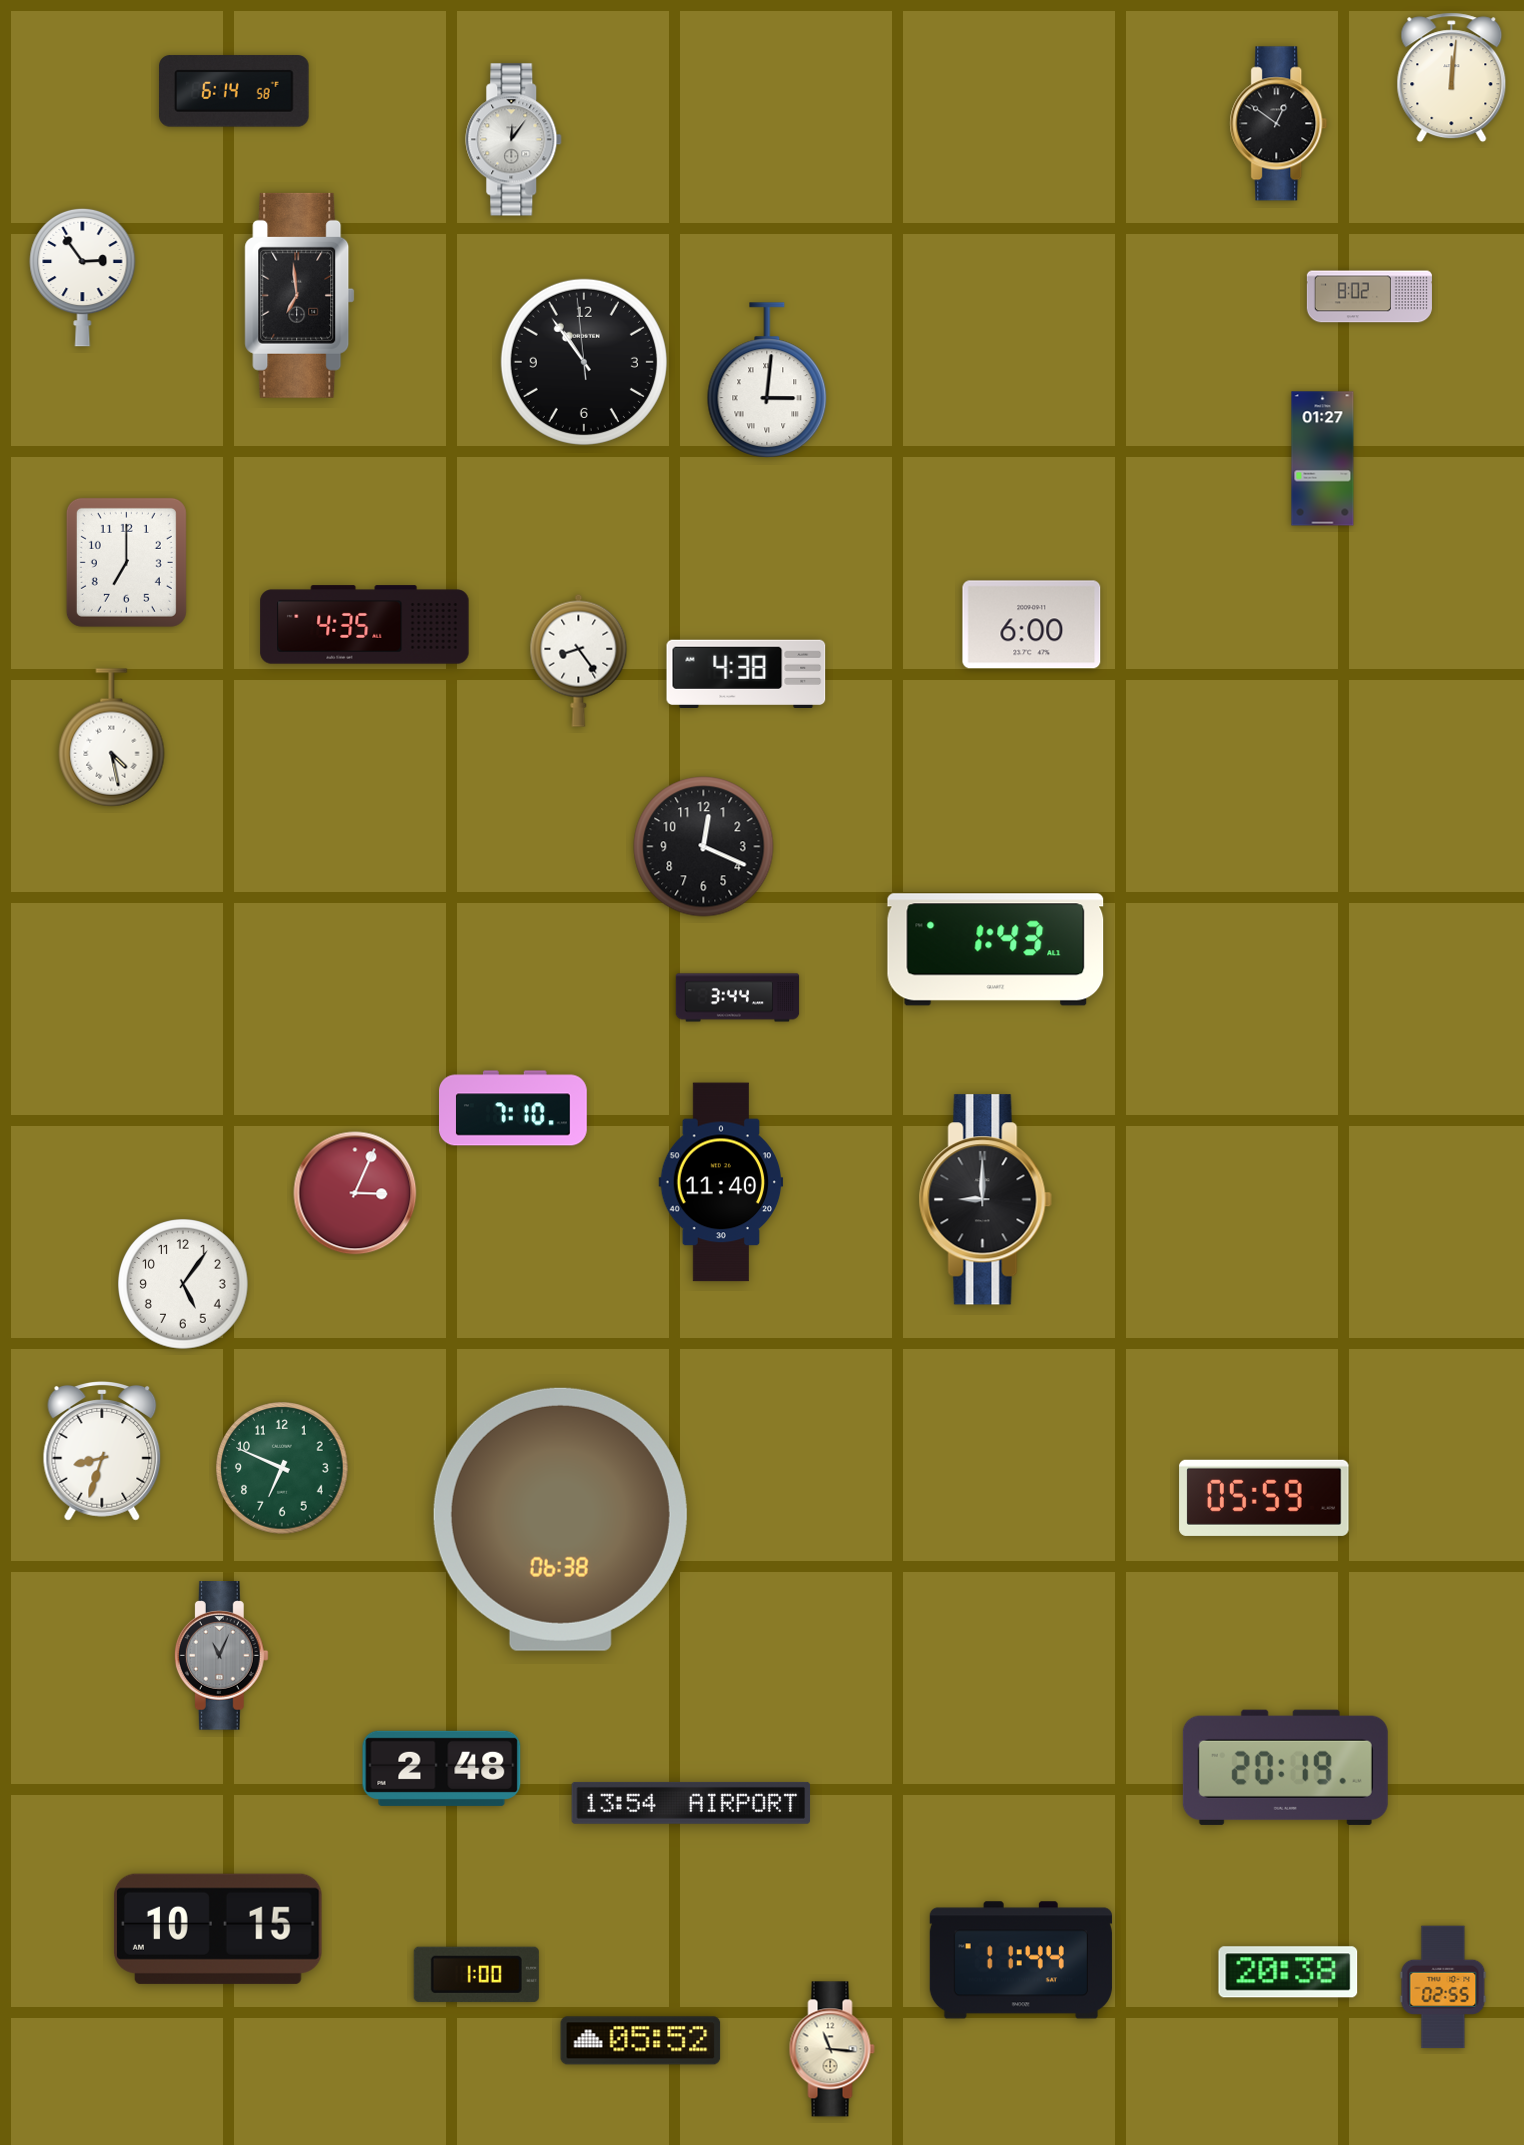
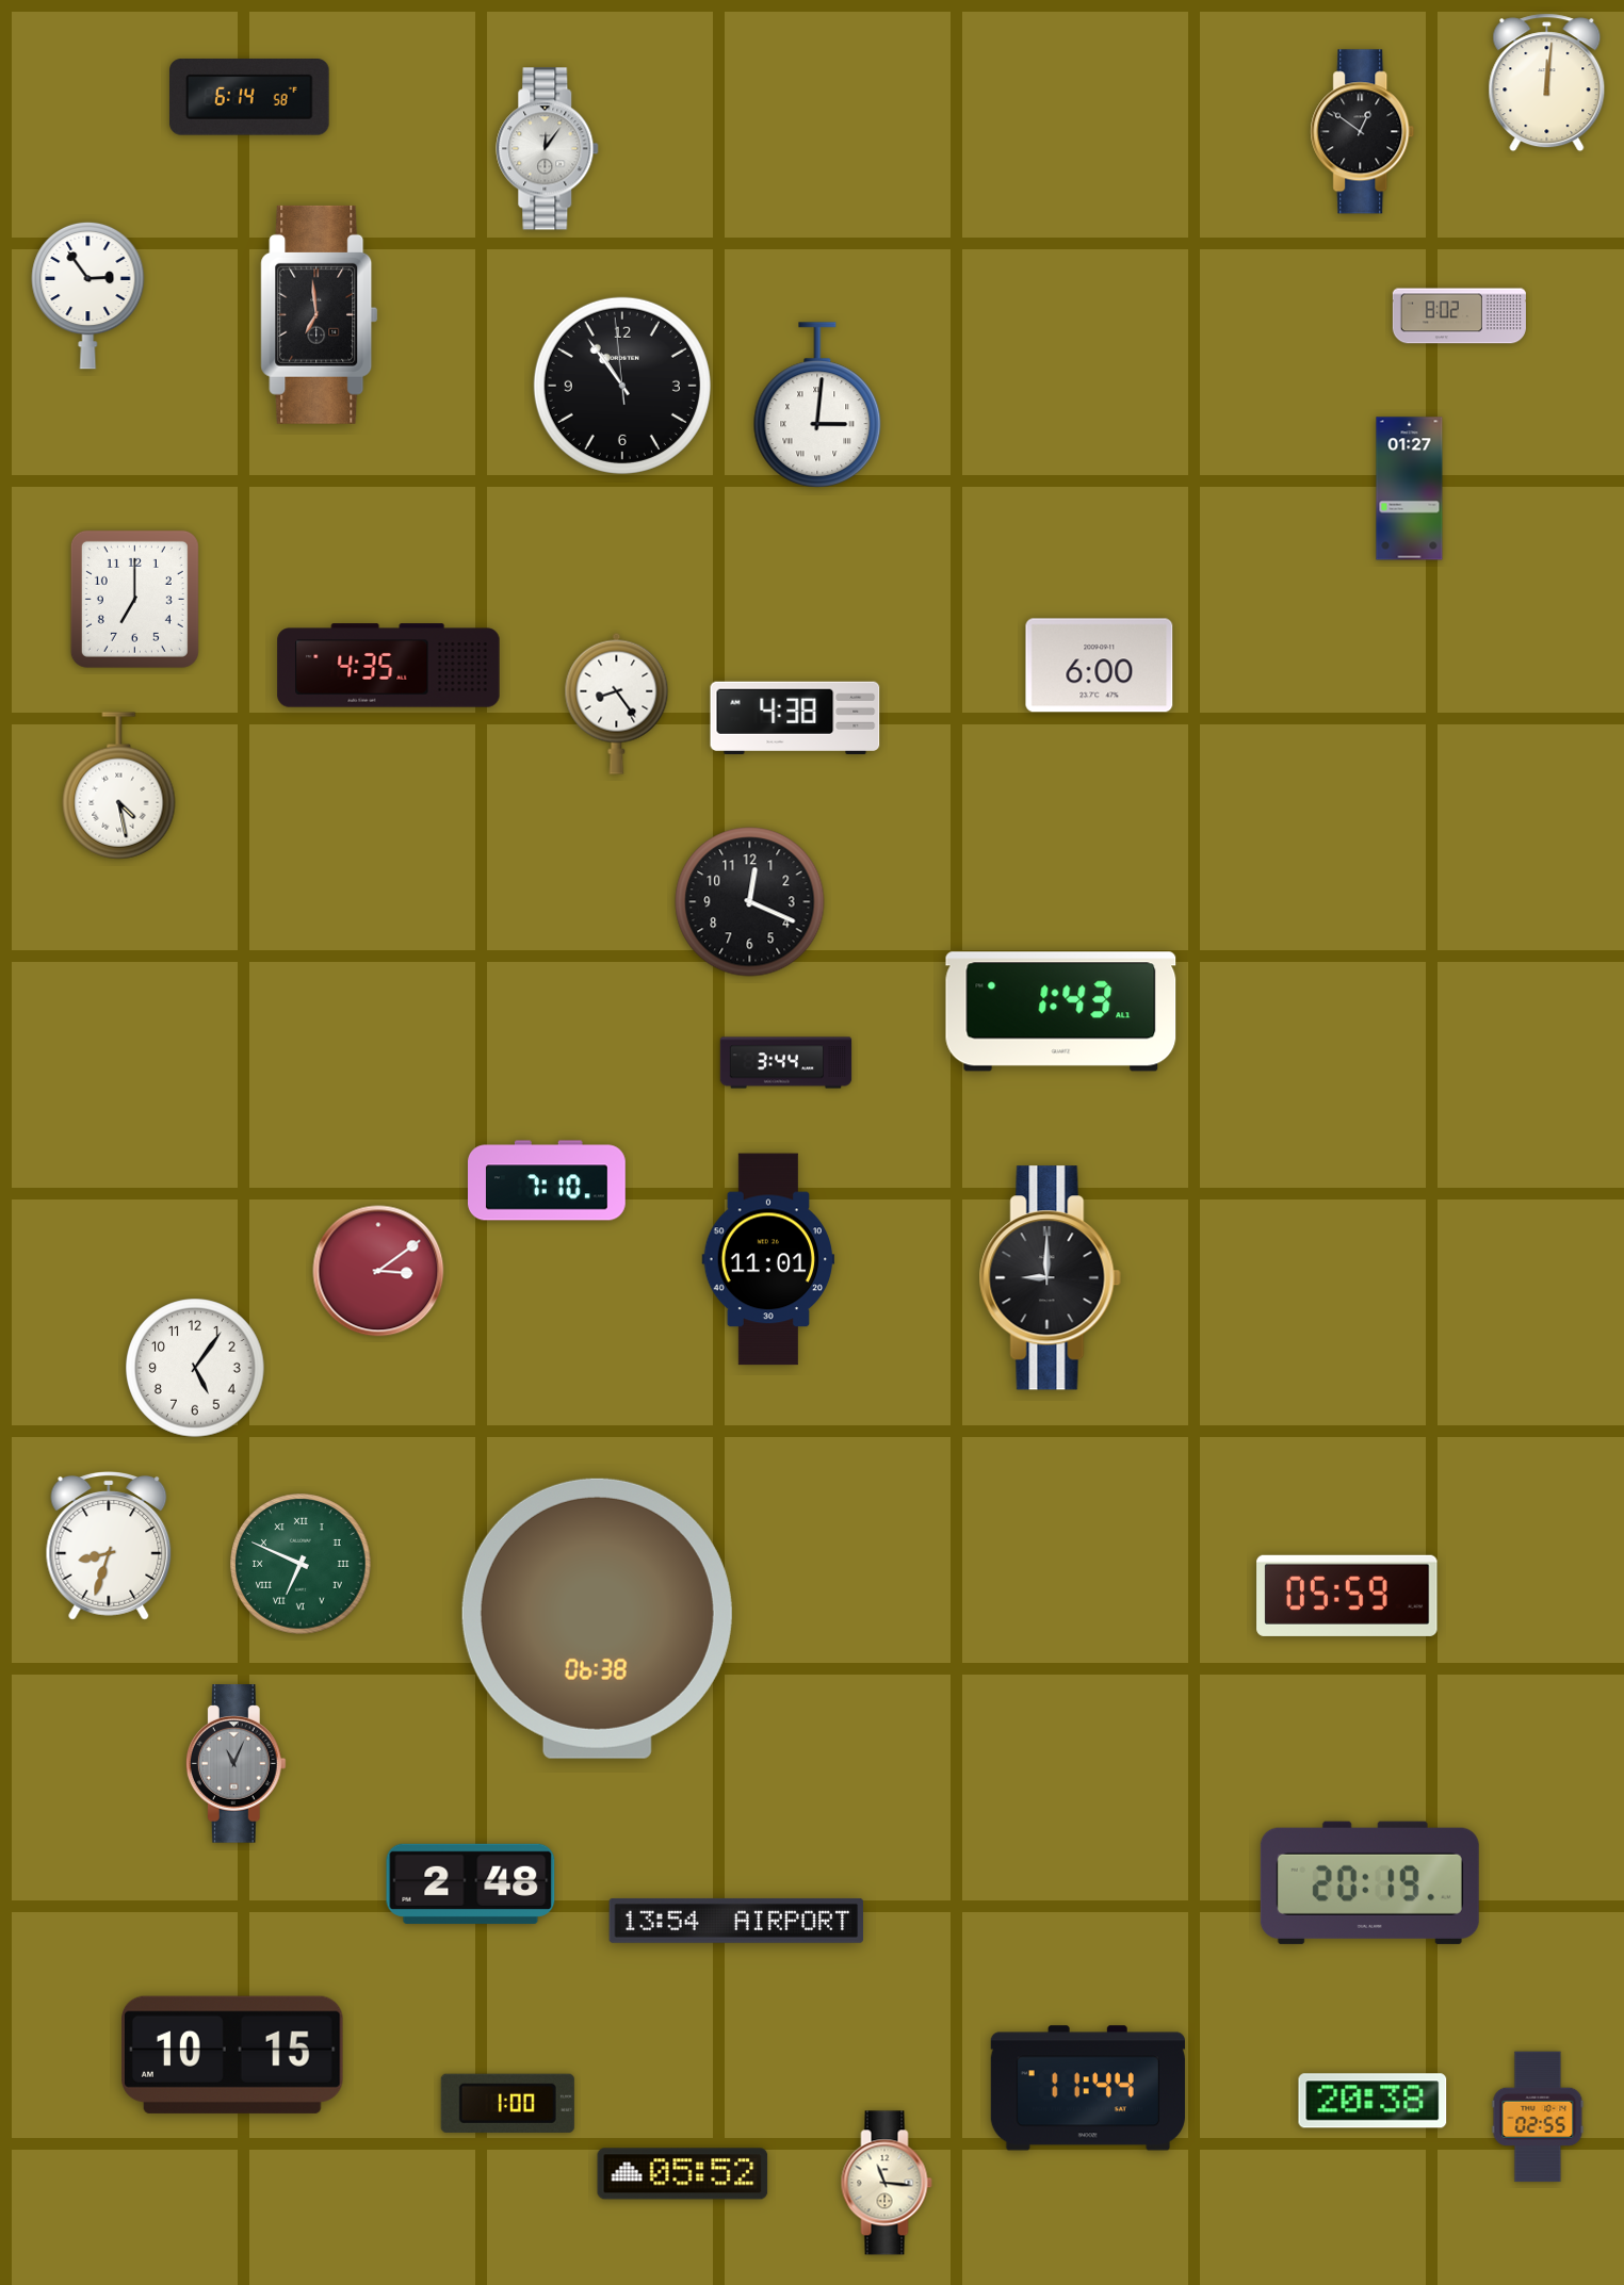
clock at (721, 1182): 11:40 -> 11:01
clock at (355, 1193): 3:04 -> 3:09
clock at (282, 1468) numerals: Arabic -> Roman
